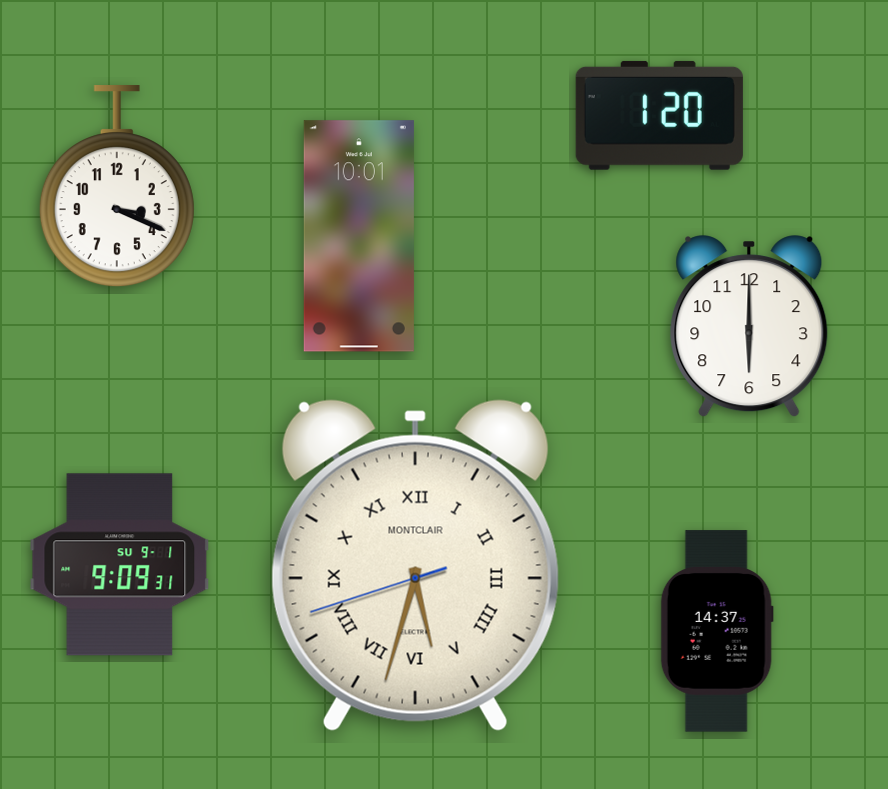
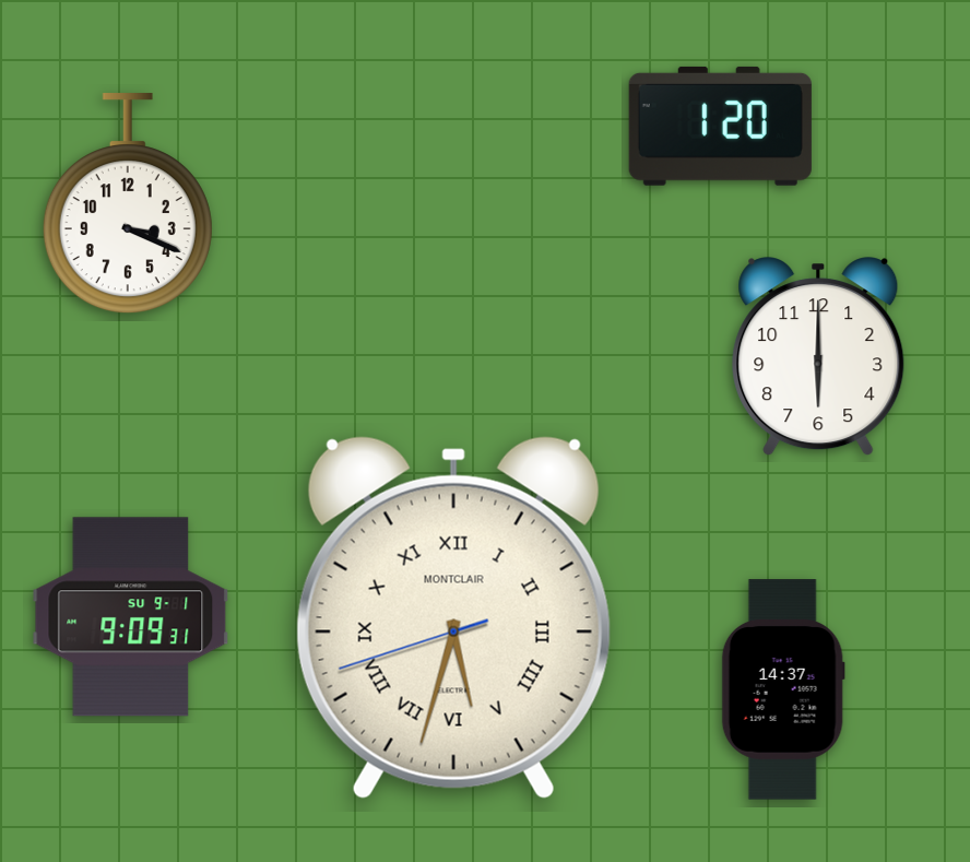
clock at (359, 236): 10:01 -> none
